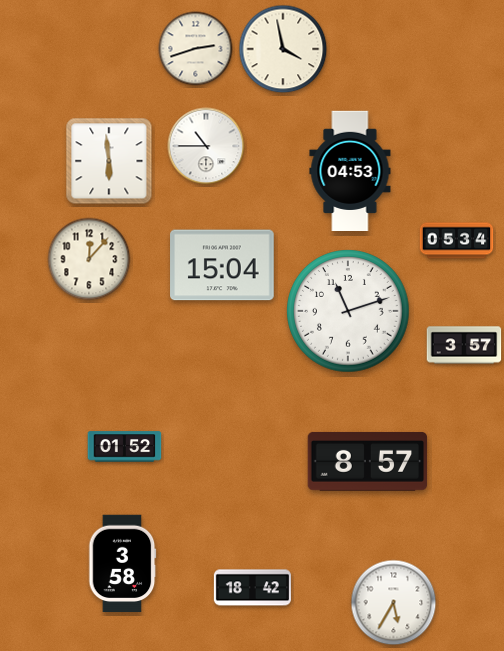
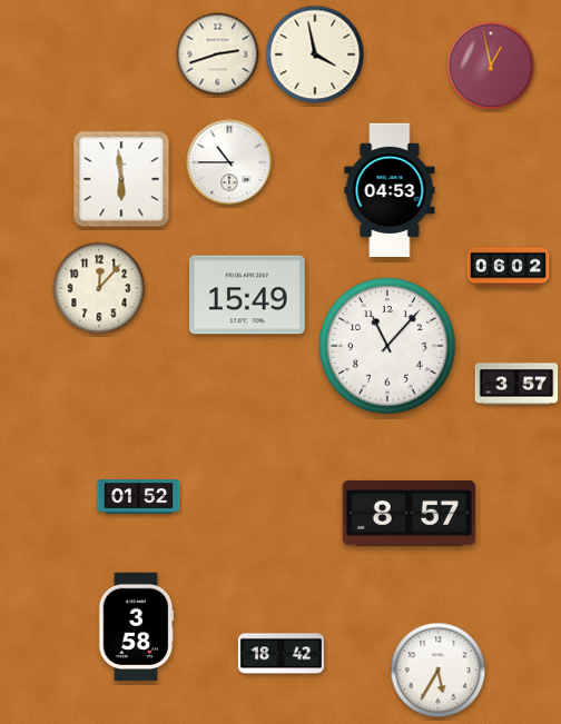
clock at (491, 66): none -> 12:58
clock at (457, 241): 05:34 -> 06:02
clock at (222, 265): 15:04 -> 15:49
clock at (348, 311): 11:12 -> 11:07
